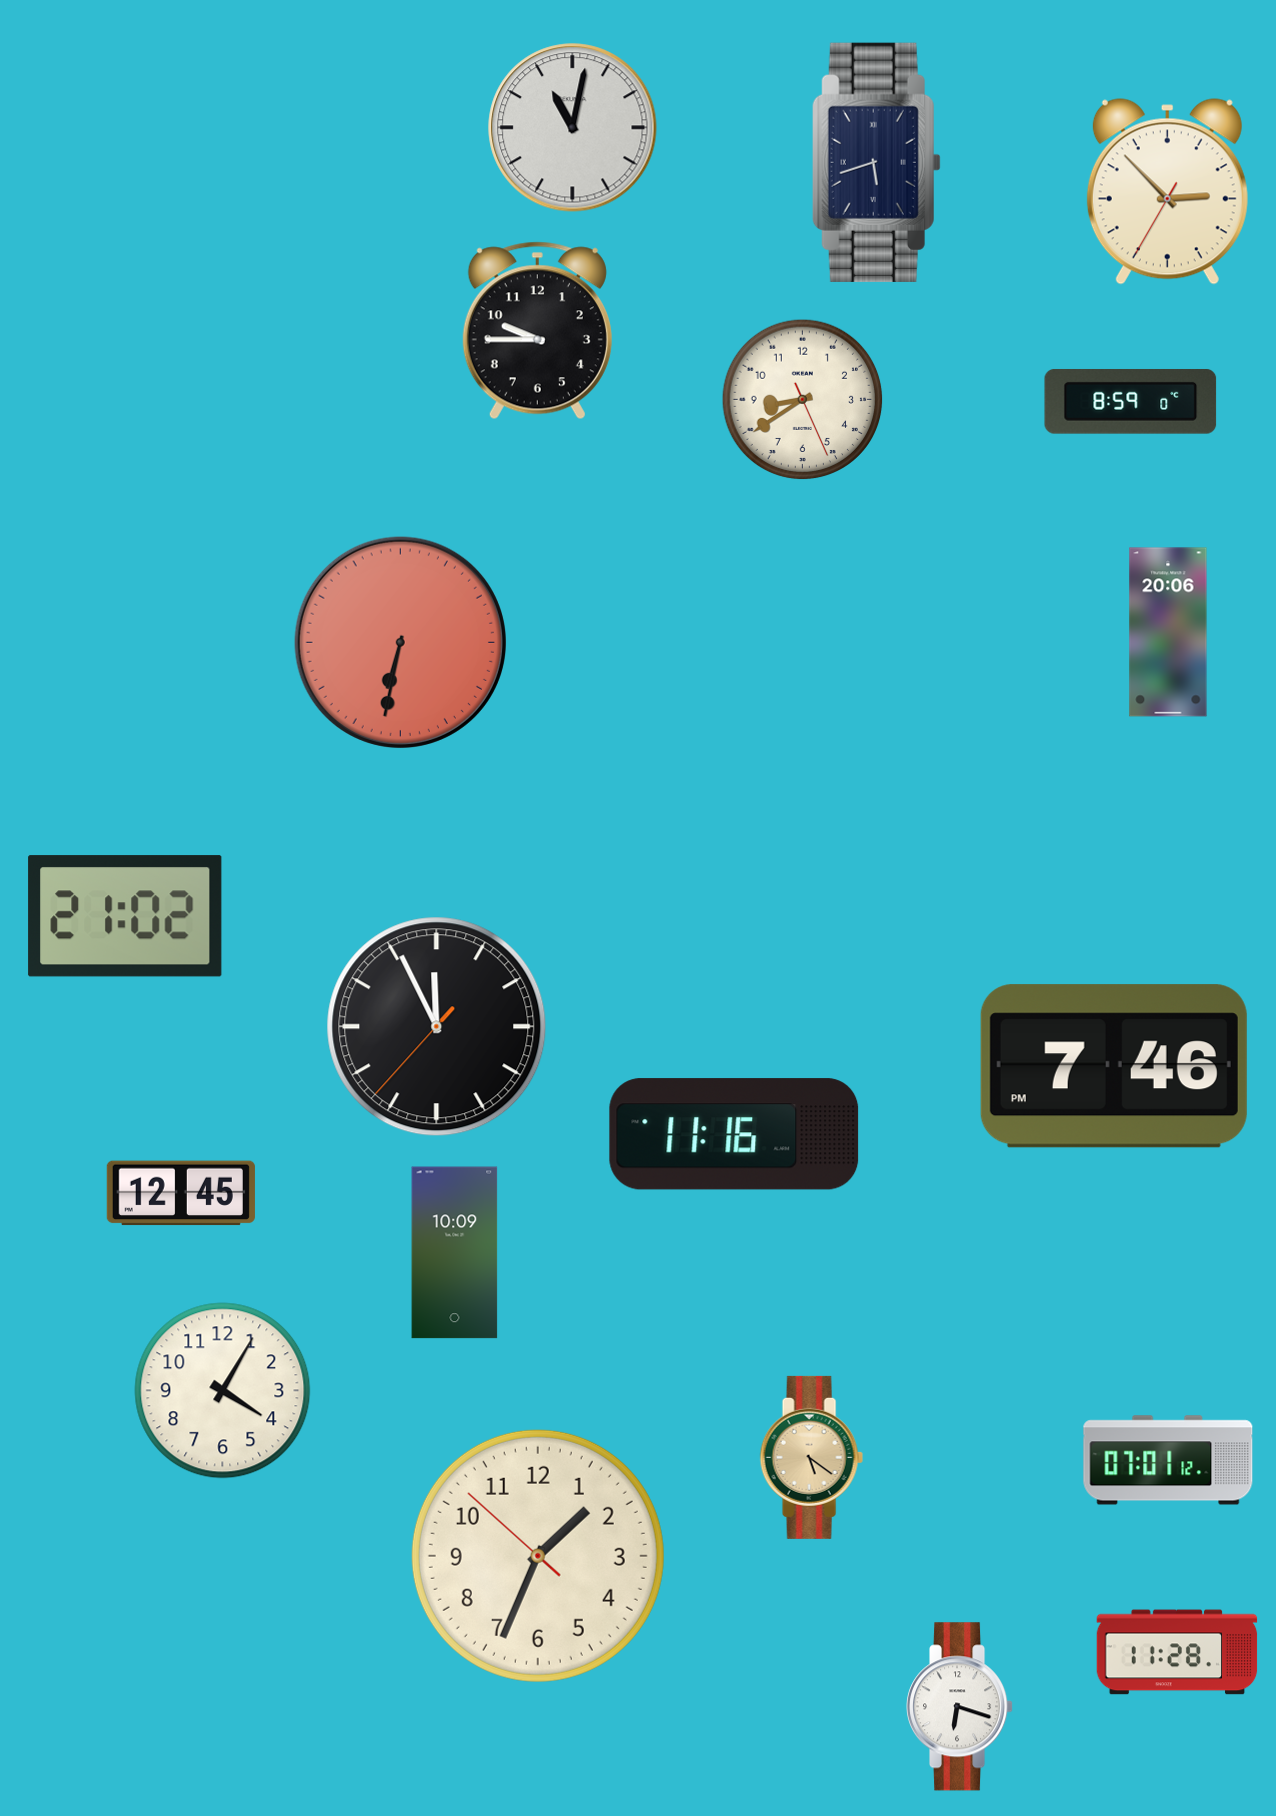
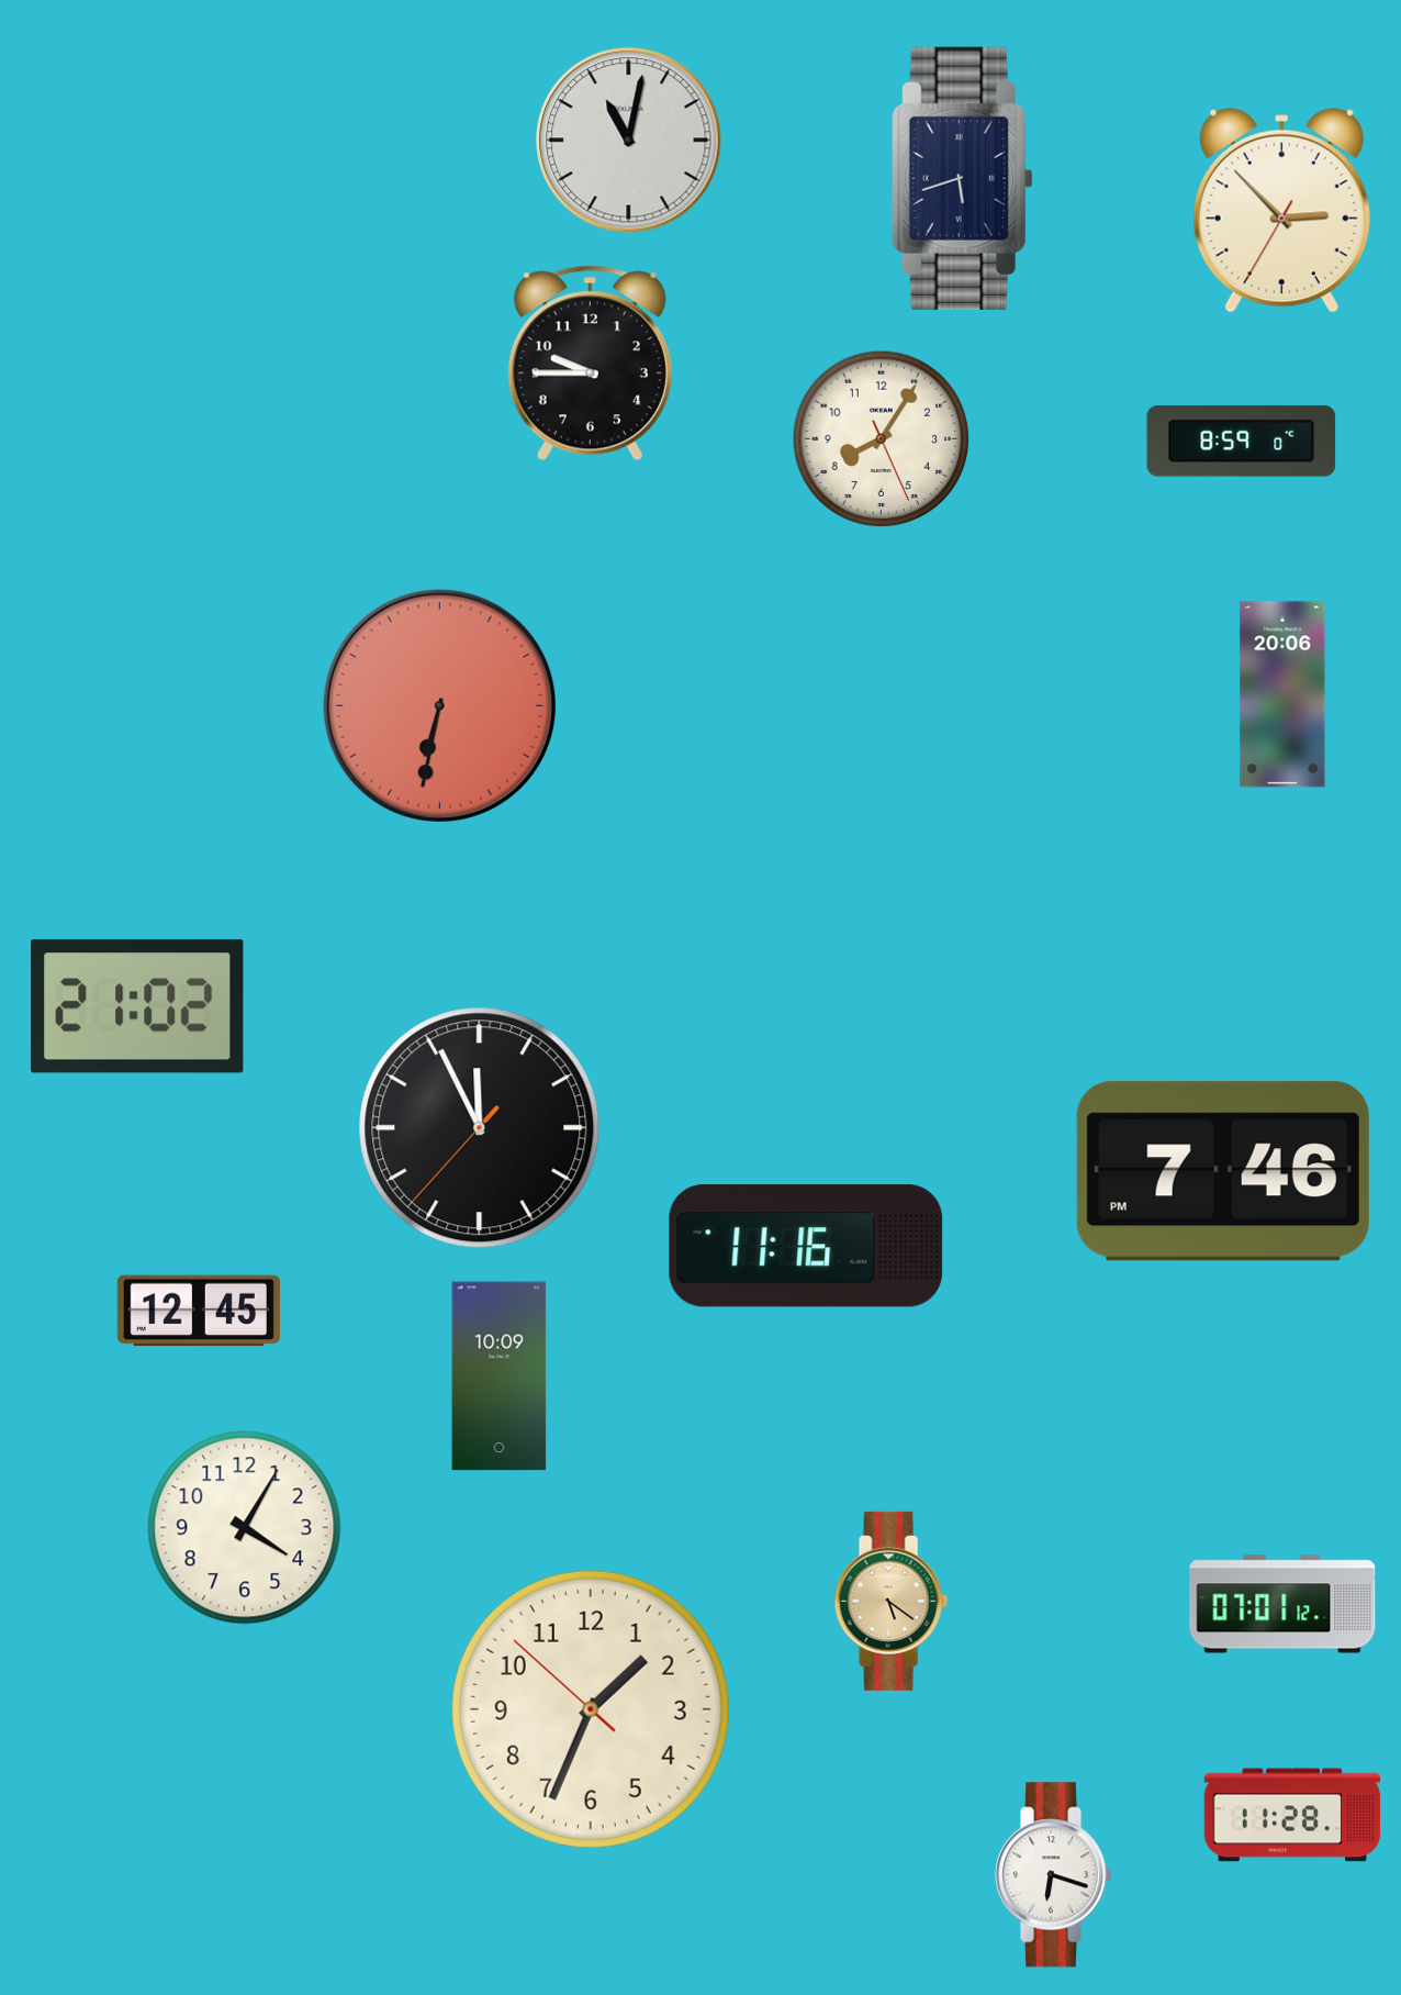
clock at (803, 400): 8:39 -> 8:05
